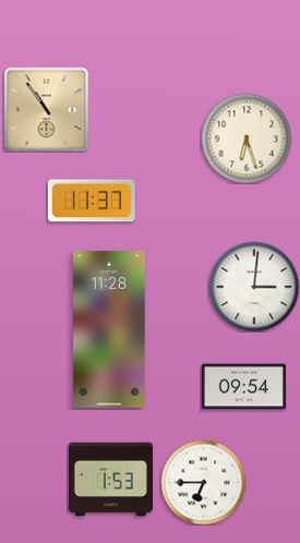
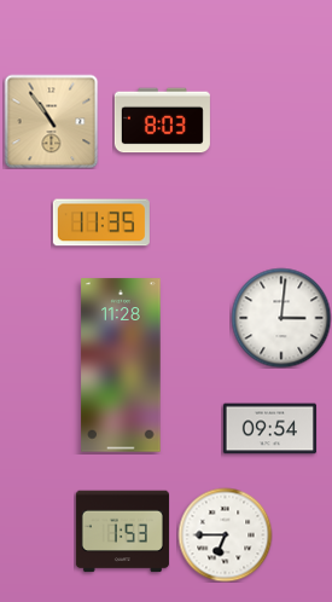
clock at (162, 121): none -> 8:03
clock at (247, 138): 6:27 -> none
clock at (92, 201): 11:37 -> 11:35
